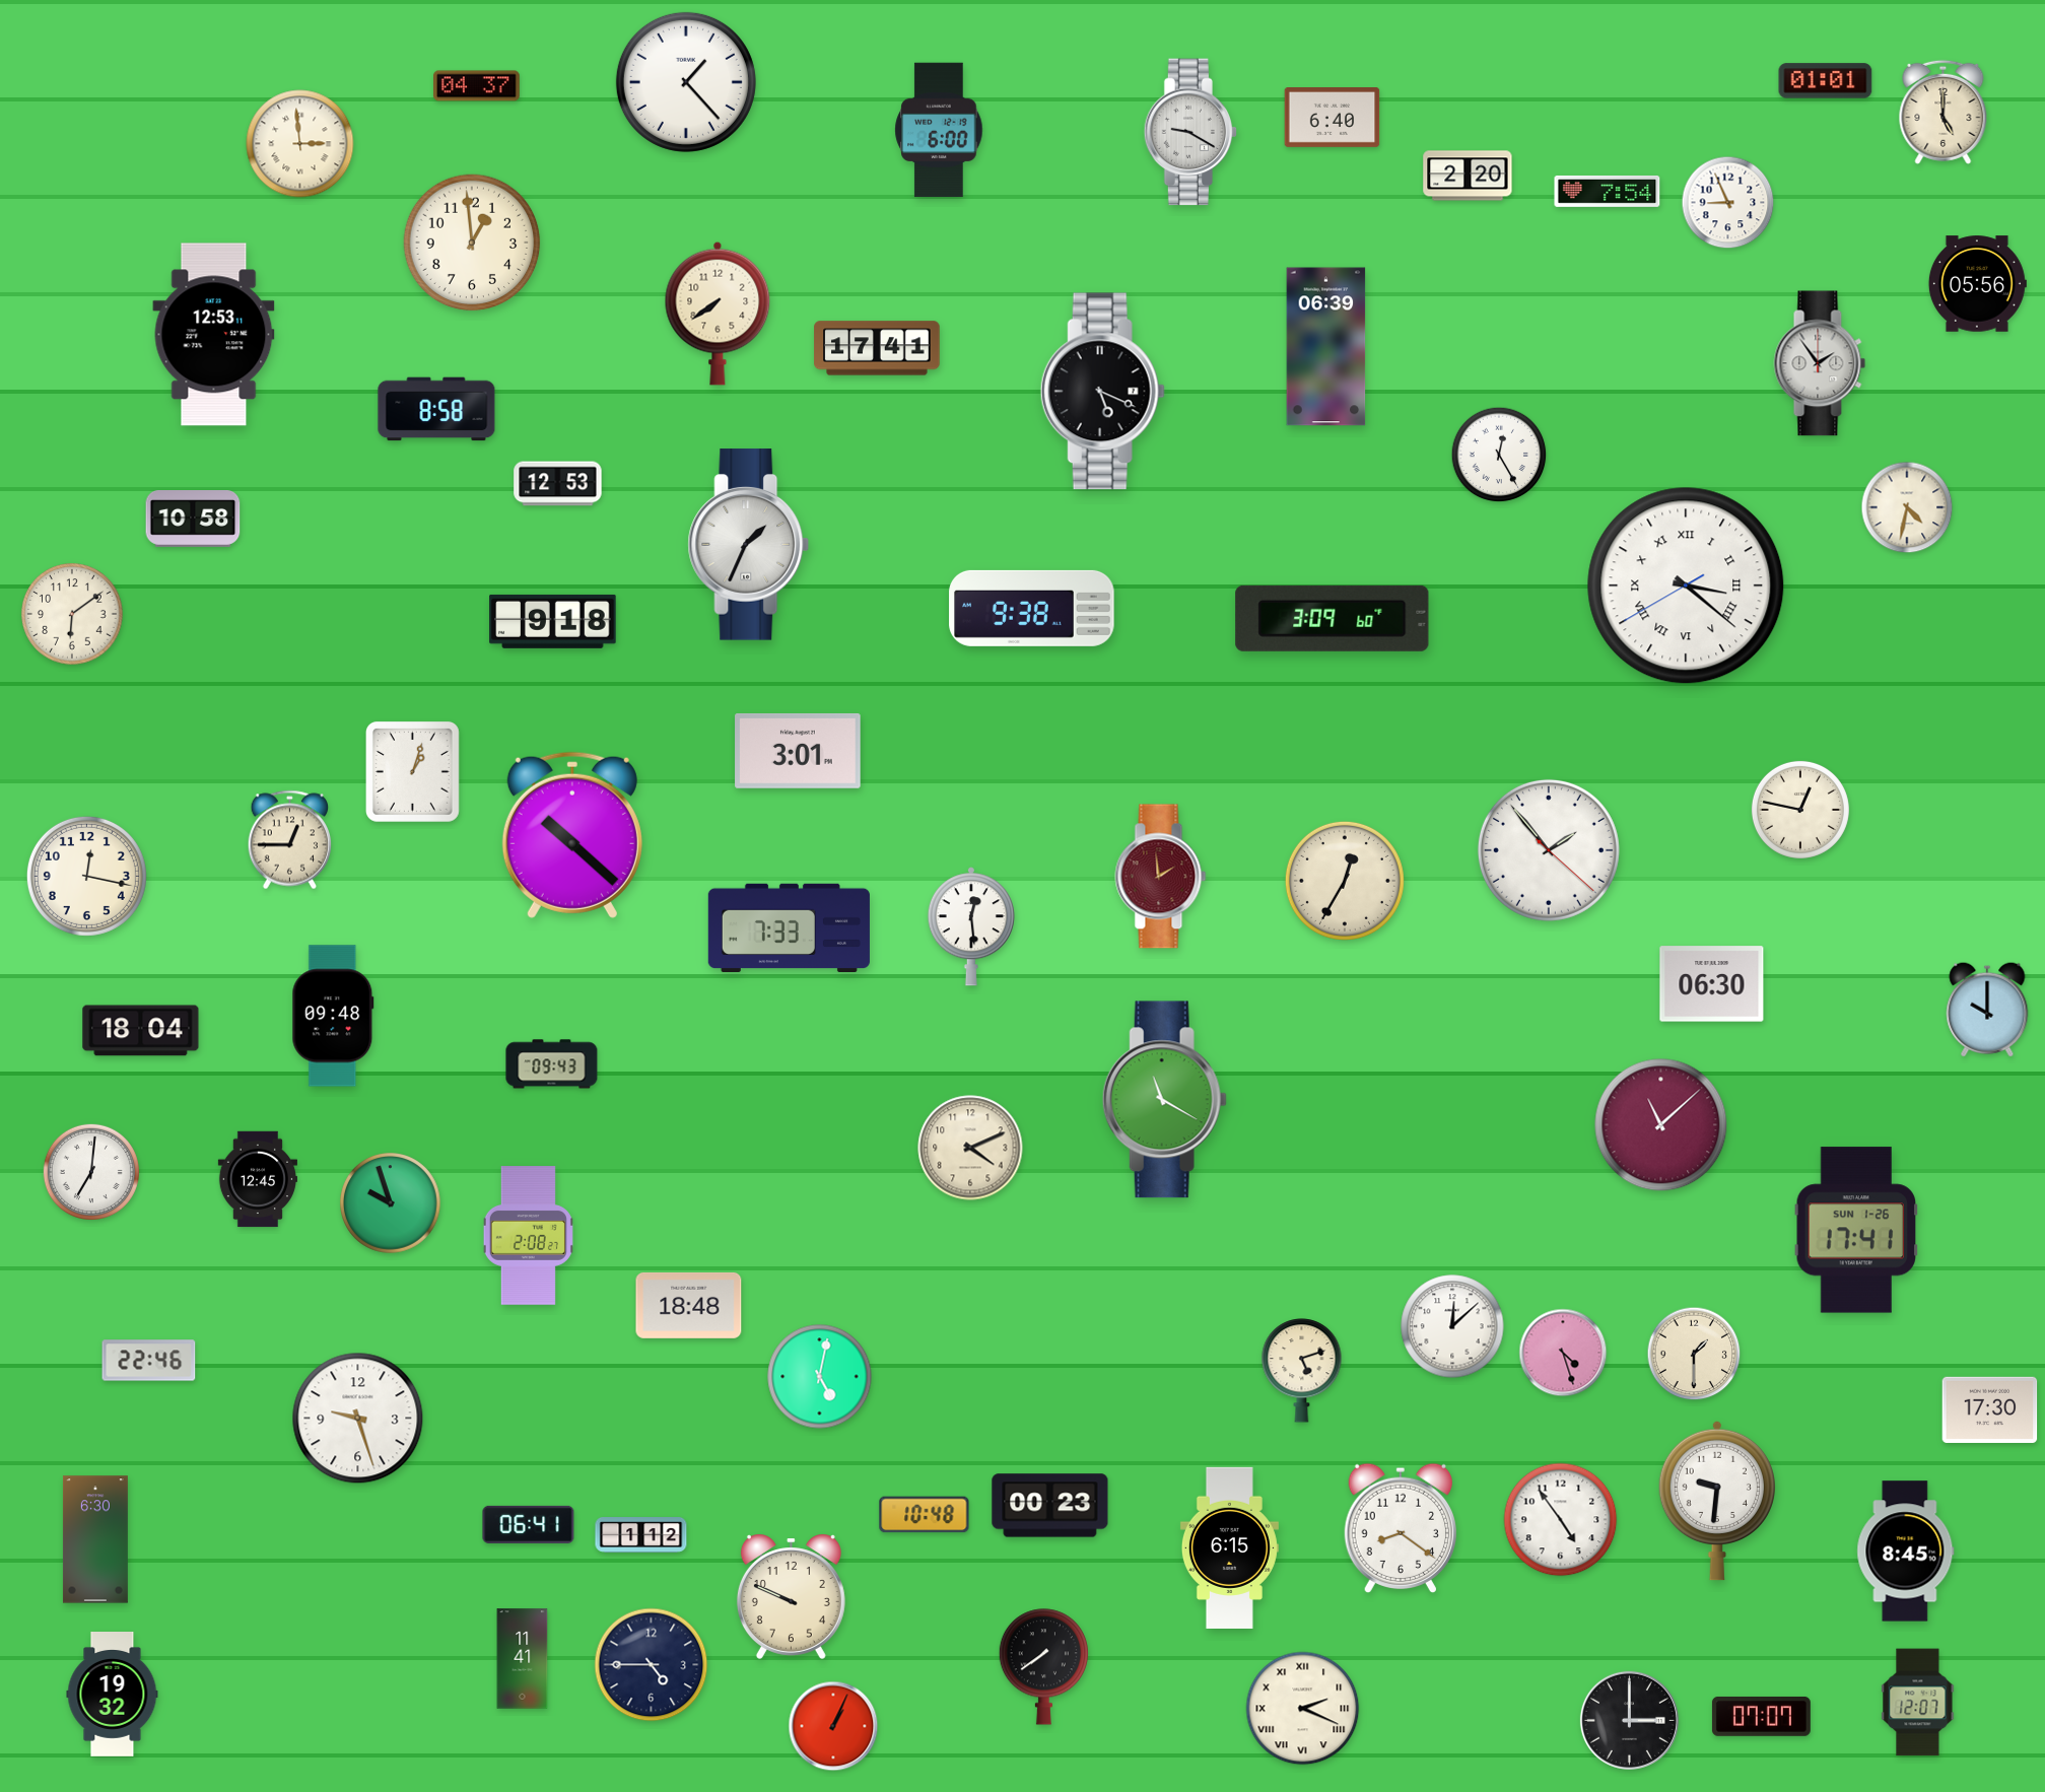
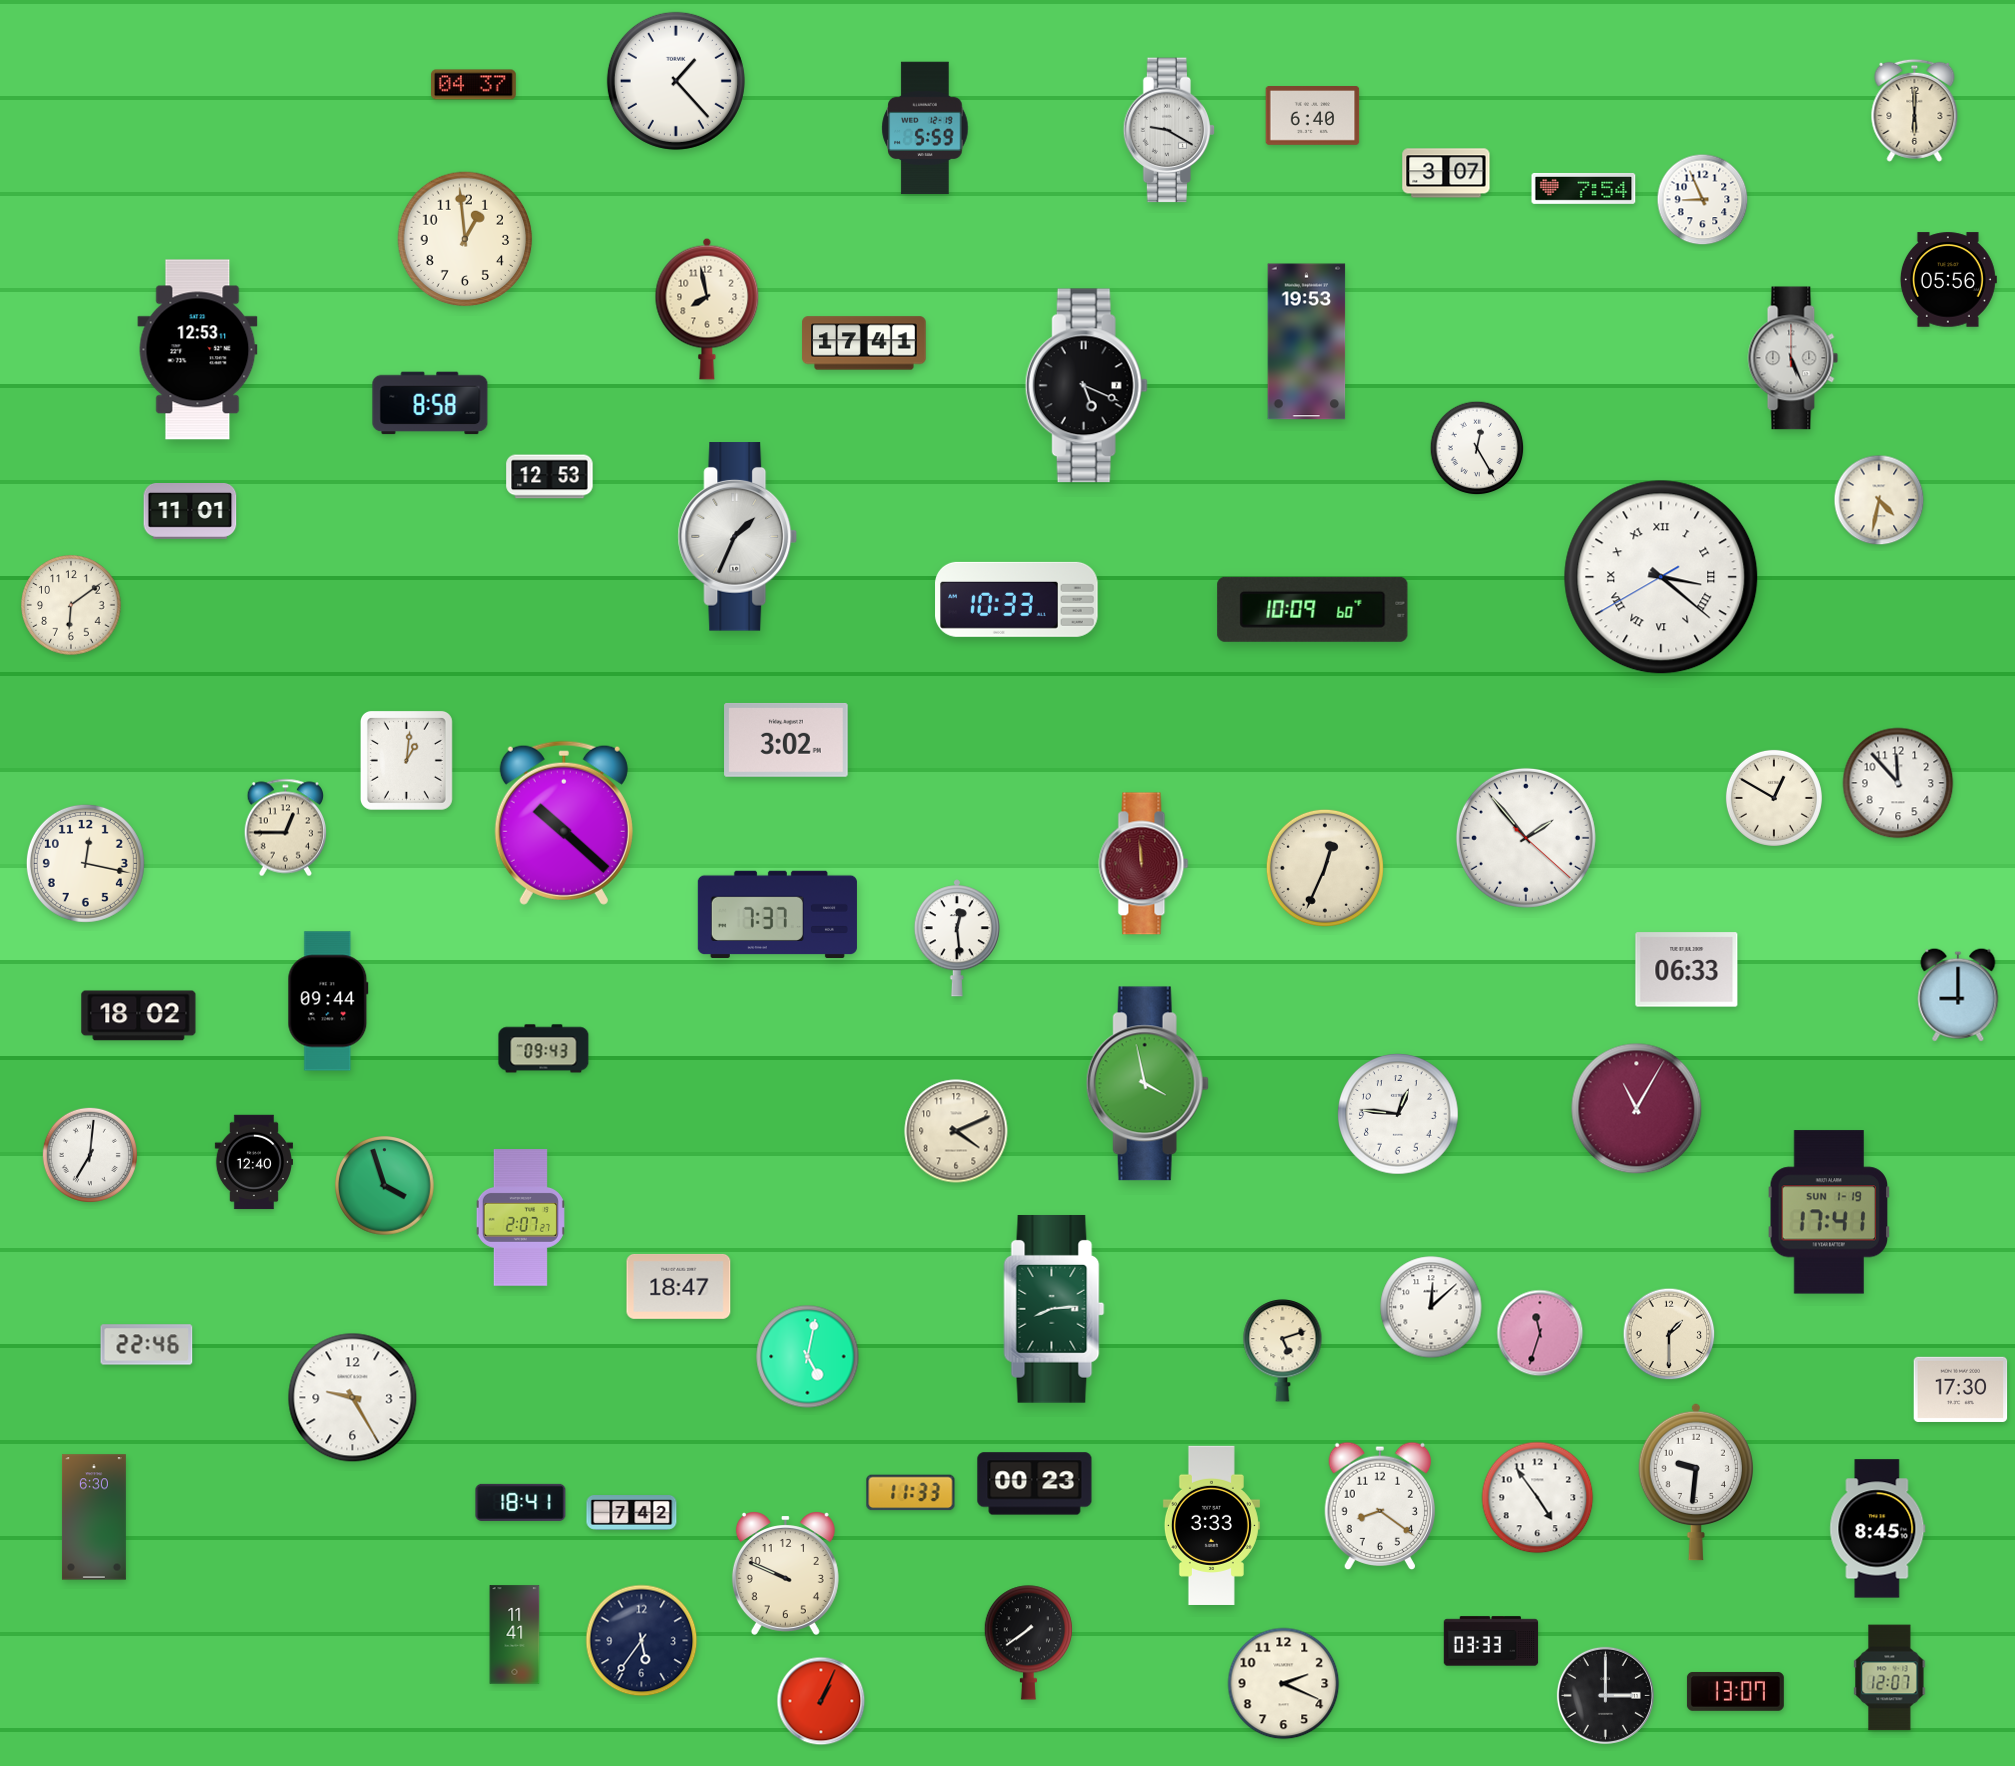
clock at (1826, 81): 01:01 -> none
clock at (477, 86) position: (477, 86) -> (474, 85)
clock at (1944, 112): 5:00 -> 6:00
clock at (939, 130): 6:00 -> 5:59
clock at (1190, 132) position: (1190, 132) -> (1169, 130)
clock at (300, 144): 2:59 -> none
clock at (1468, 176): 2:20 -> 3:07
clock at (718, 314): 7:39 -> 7:58
clock at (214, 335) position: (214, 335) -> (198, 350)
clock at (1326, 347): 06:39 -> 19:53
clock at (1820, 363): 1:54 -> 5:26
clock at (193, 520): 10:58 -> 11:01
clock at (1032, 608): 9:38 -> 10:33
clock at (1333, 618): 3:09 -> 10:09
clock at (553, 621): 9:18 -> none
clock at (798, 751): 3:01 -> 3:02
clock at (412, 771): 1:03 -> 1:01
clock at (1898, 783): none -> 11:53
clock at (1800, 810): 12:47 -> 12:50
clock at (1161, 877): 1:59 -> 11:59
clock at (1345, 881): 12:35 -> 12:34
clock at (971, 926) position: (971, 926) -> (957, 938)
clock at (789, 927): 7:33 -> 7:37
clock at (1712, 984): 06:30 -> 06:33
clock at (1987, 1010): 10:00 -> 9:00
clock at (333, 1016): 09:48 -> 09:44
clock at (141, 1031): 18:04 -> 18:02
clock at (1164, 1100): 11:20 -> 3:58
clock at (1661, 1125): 11:08 -> 11:05
clock at (1399, 1115): none -> 12:46
clock at (258, 1179): 12:45 -> 12:40
clock at (391, 1203): 9:57 -> 3:57
clock at (1856, 1230) date: SUN 1-26 -> SUN 1-19
clock at (528, 1236): 2:08 -> 2:07
clock at (689, 1305): 18:48 -> 18:47
clock at (1054, 1309): none -> 8:14
clock at (1563, 1353): 4:27 -> 11:33
clock at (149, 1361) position: (149, 1361) -> (147, 1345)
clock at (358, 1419): 9:27 -> 9:25
clock at (1716, 1501) position: (1716, 1501) -> (1695, 1482)
clock at (925, 1515): 10:48 -> 11:33
clock at (529, 1524): 06:41 -> 18:41
clock at (641, 1535): 1:12 -> 7:42
clock at (1229, 1547): 6:15 -> 3:33
clock at (791, 1596) position: (791, 1596) -> (785, 1573)
clock at (652, 1665): 4:45 -> 5:36
clock at (1491, 1641): none -> 03:33
clock at (113, 1695): 19:32 -> none
clock at (1303, 1709) numerals: Roman -> Arabic
clock at (1761, 1717): 07:07 -> 13:07
